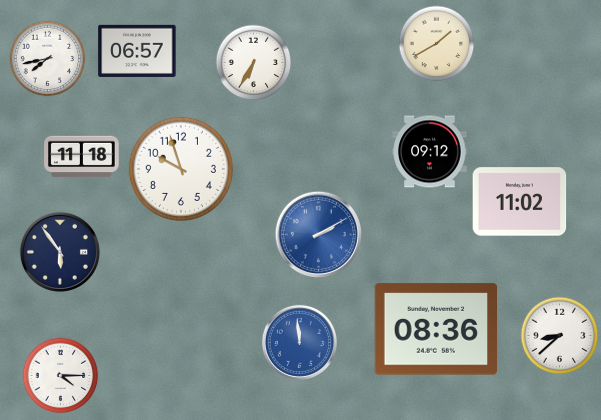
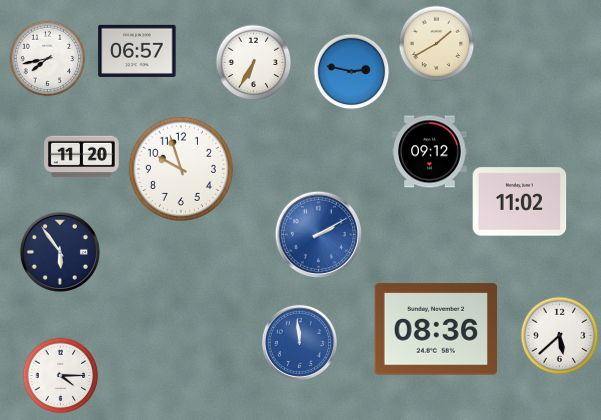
clock at (352, 72): none -> 2:47
clock at (82, 157): 11:18 -> 11:20
clock at (560, 336): 8:38 -> 5:38
